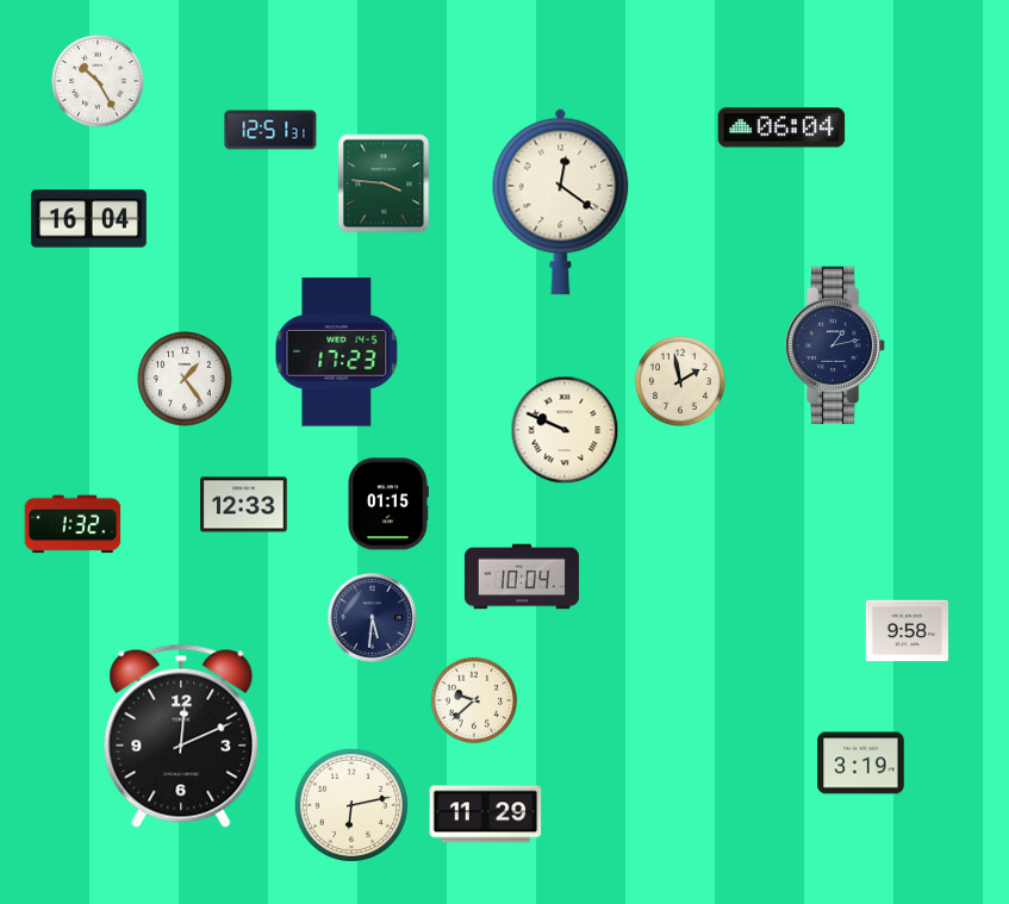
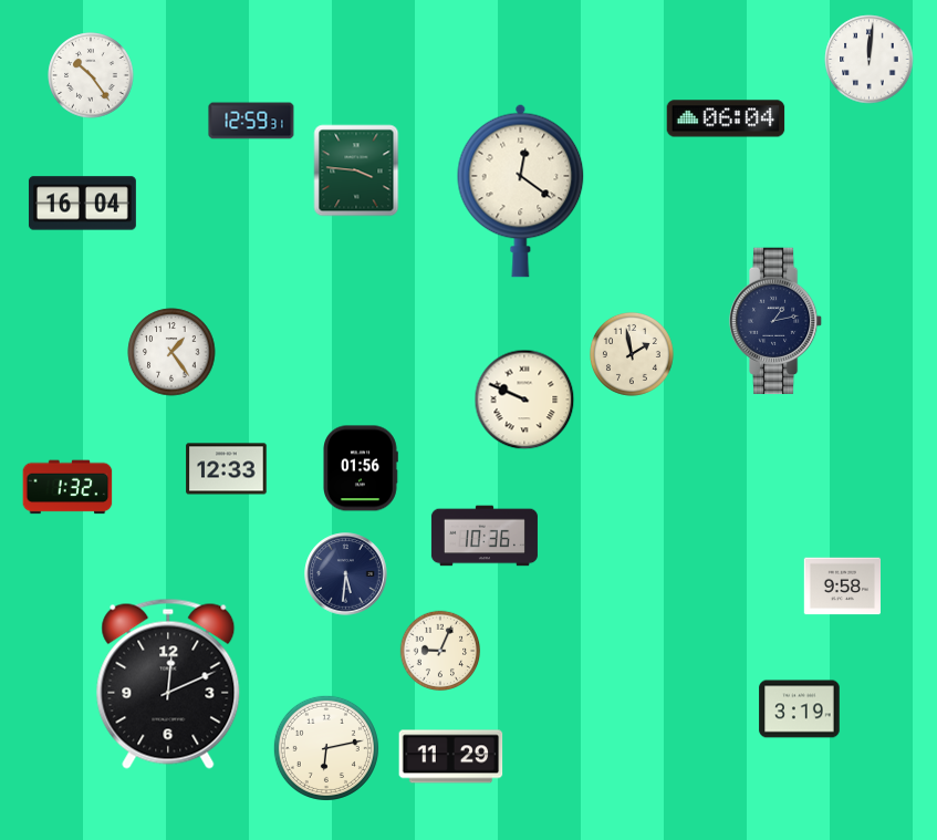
clock at (870, 60): none -> 12:01
clock at (98, 81): 10:25 -> 10:24
clock at (270, 130): 12:51 -> 12:59
clock at (561, 201) position: (561, 201) -> (521, 190)
clock at (337, 353): 17:23 -> none
clock at (388, 504): 01:15 -> 01:56
clock at (522, 576): 10:04 -> 10:36
clock at (474, 700): 9:38 -> 9:04
